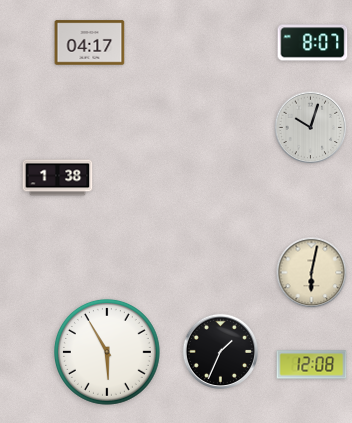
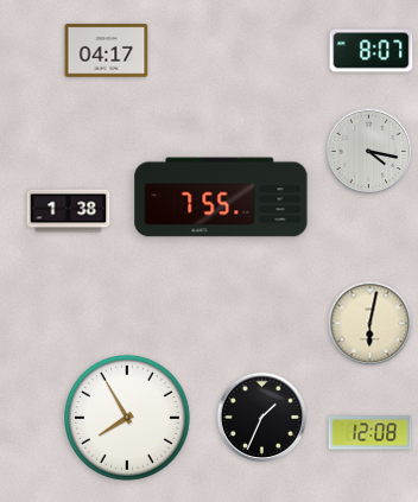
clock at (311, 128): 10:03 -> 4:17
clock at (221, 197): none -> 7:55
clock at (107, 352): 5:55 -> 7:55
